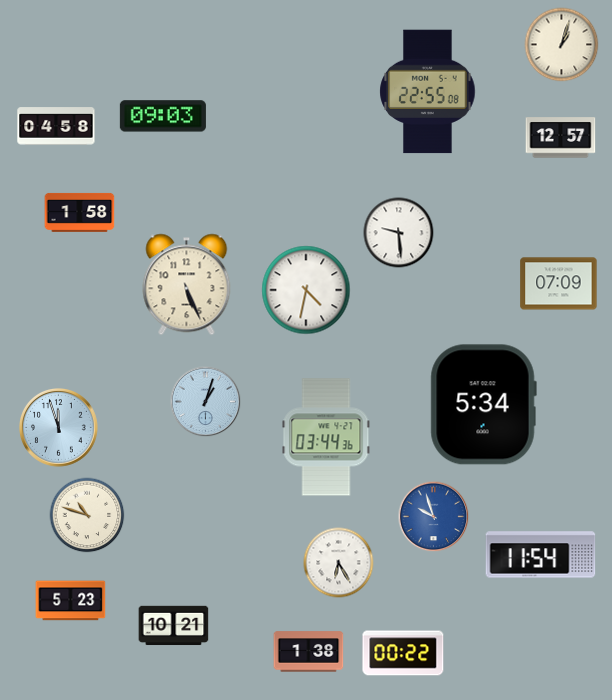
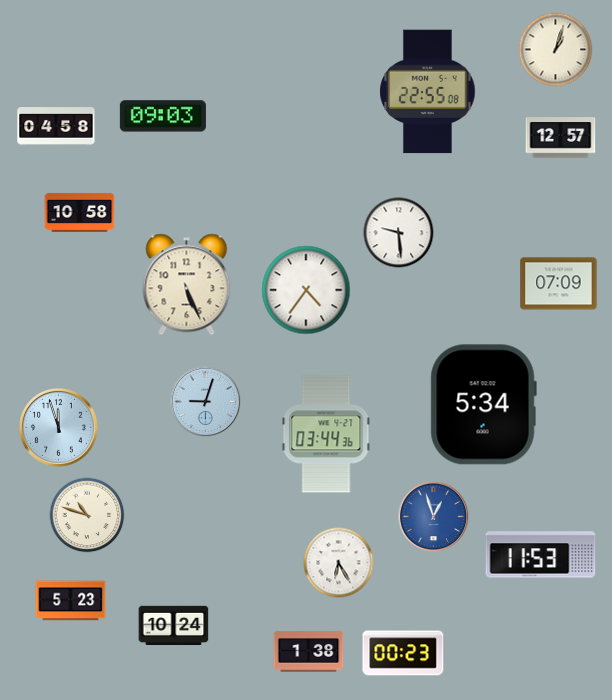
clock at (562, 45) position: (562, 45) -> (556, 50)
clock at (80, 212): 1:58 -> 10:58
clock at (306, 290): 4:32 -> 4:36
clock at (206, 402): 1:03 -> 9:03
clock at (326, 437) position: (326, 437) -> (326, 434)
clock at (434, 517): 9:57 -> 12:57
clock at (541, 555): 11:54 -> 11:53
clock at (174, 626): 10:21 -> 10:24
clock at (403, 653): 00:22 -> 00:23
